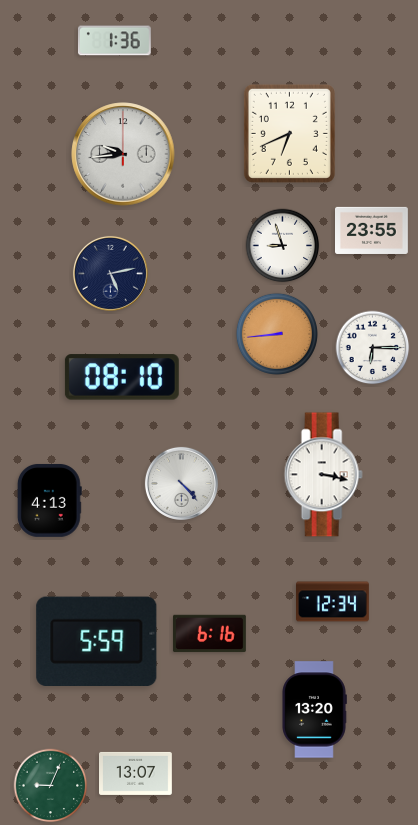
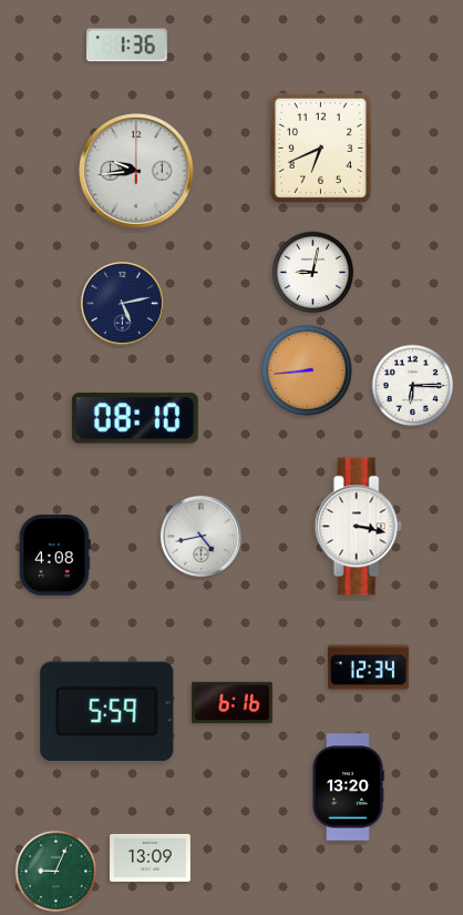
clock at (372, 230): 23:55 -> none
clock at (283, 246): 8:57 -> 9:02
clock at (181, 483): 4:23 -> 4:43
clock at (49, 500): 4:13 -> 4:08
clock at (136, 773): 13:07 -> 13:09
